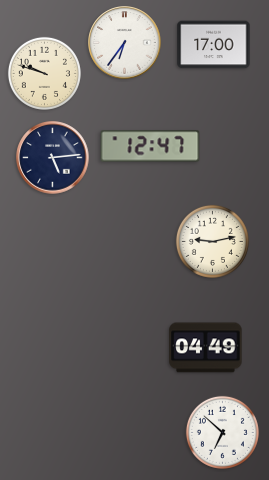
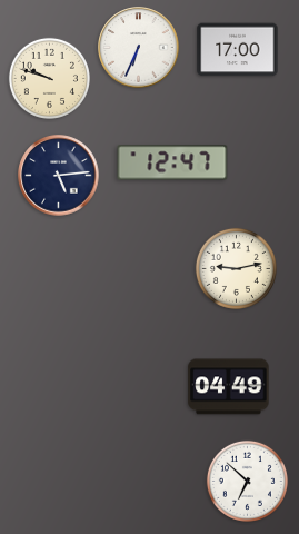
clock at (125, 43): 6:36 -> 6:34
clock at (44, 73) position: (44, 73) -> (49, 78)
clock at (150, 146) position: (150, 146) -> (172, 162)
